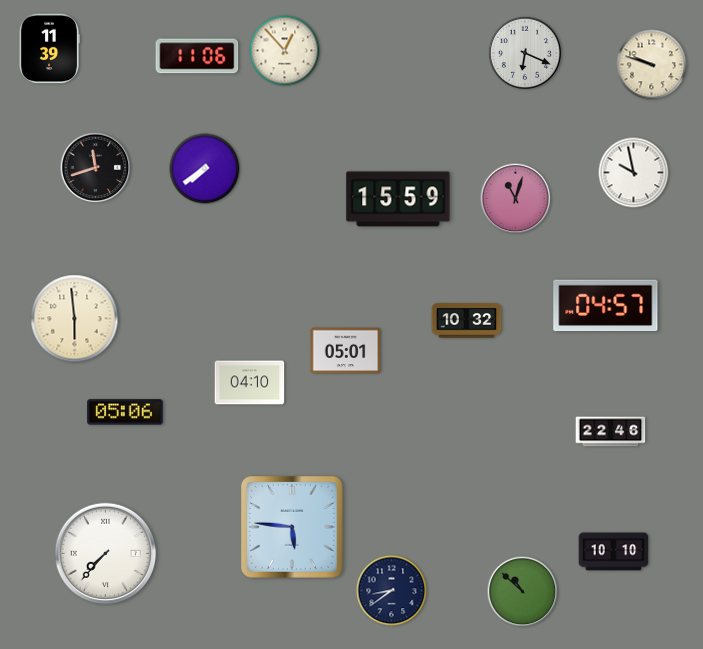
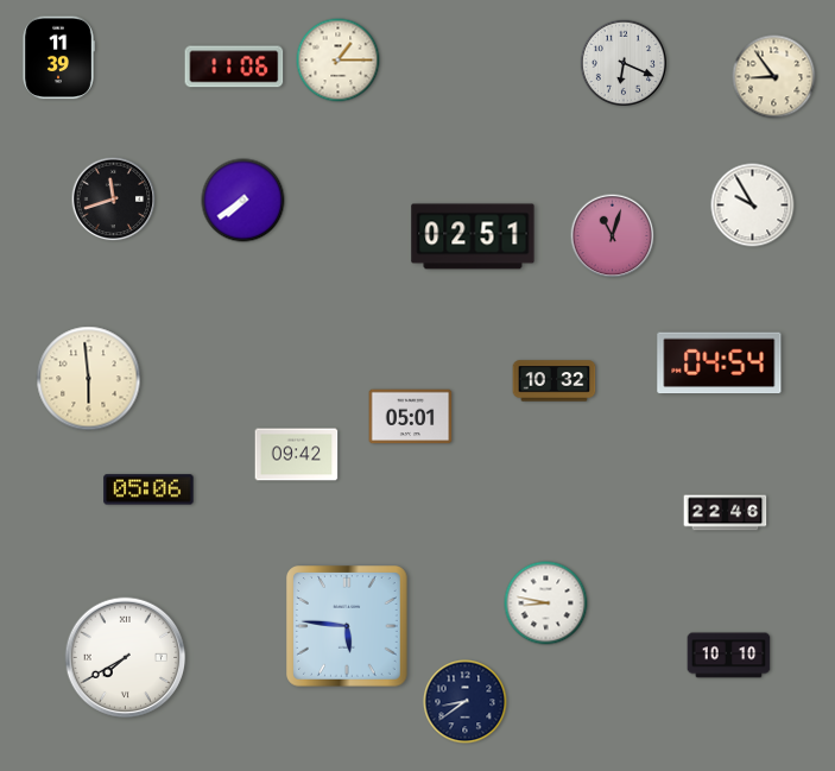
clock at (285, 51): 12:53 -> 1:15
clock at (652, 65): 9:48 -> 8:54
clock at (634, 173): 9:58 -> 9:55
clock at (398, 199): 15:59 -> 02:51
clock at (606, 306): 04:57 -> 04:54
clock at (250, 383): 04:10 -> 09:42
clock at (546, 603): none -> 8:47
clock at (106, 554): 7:37 -> 7:40
clock at (523, 592): 10:52 -> none
